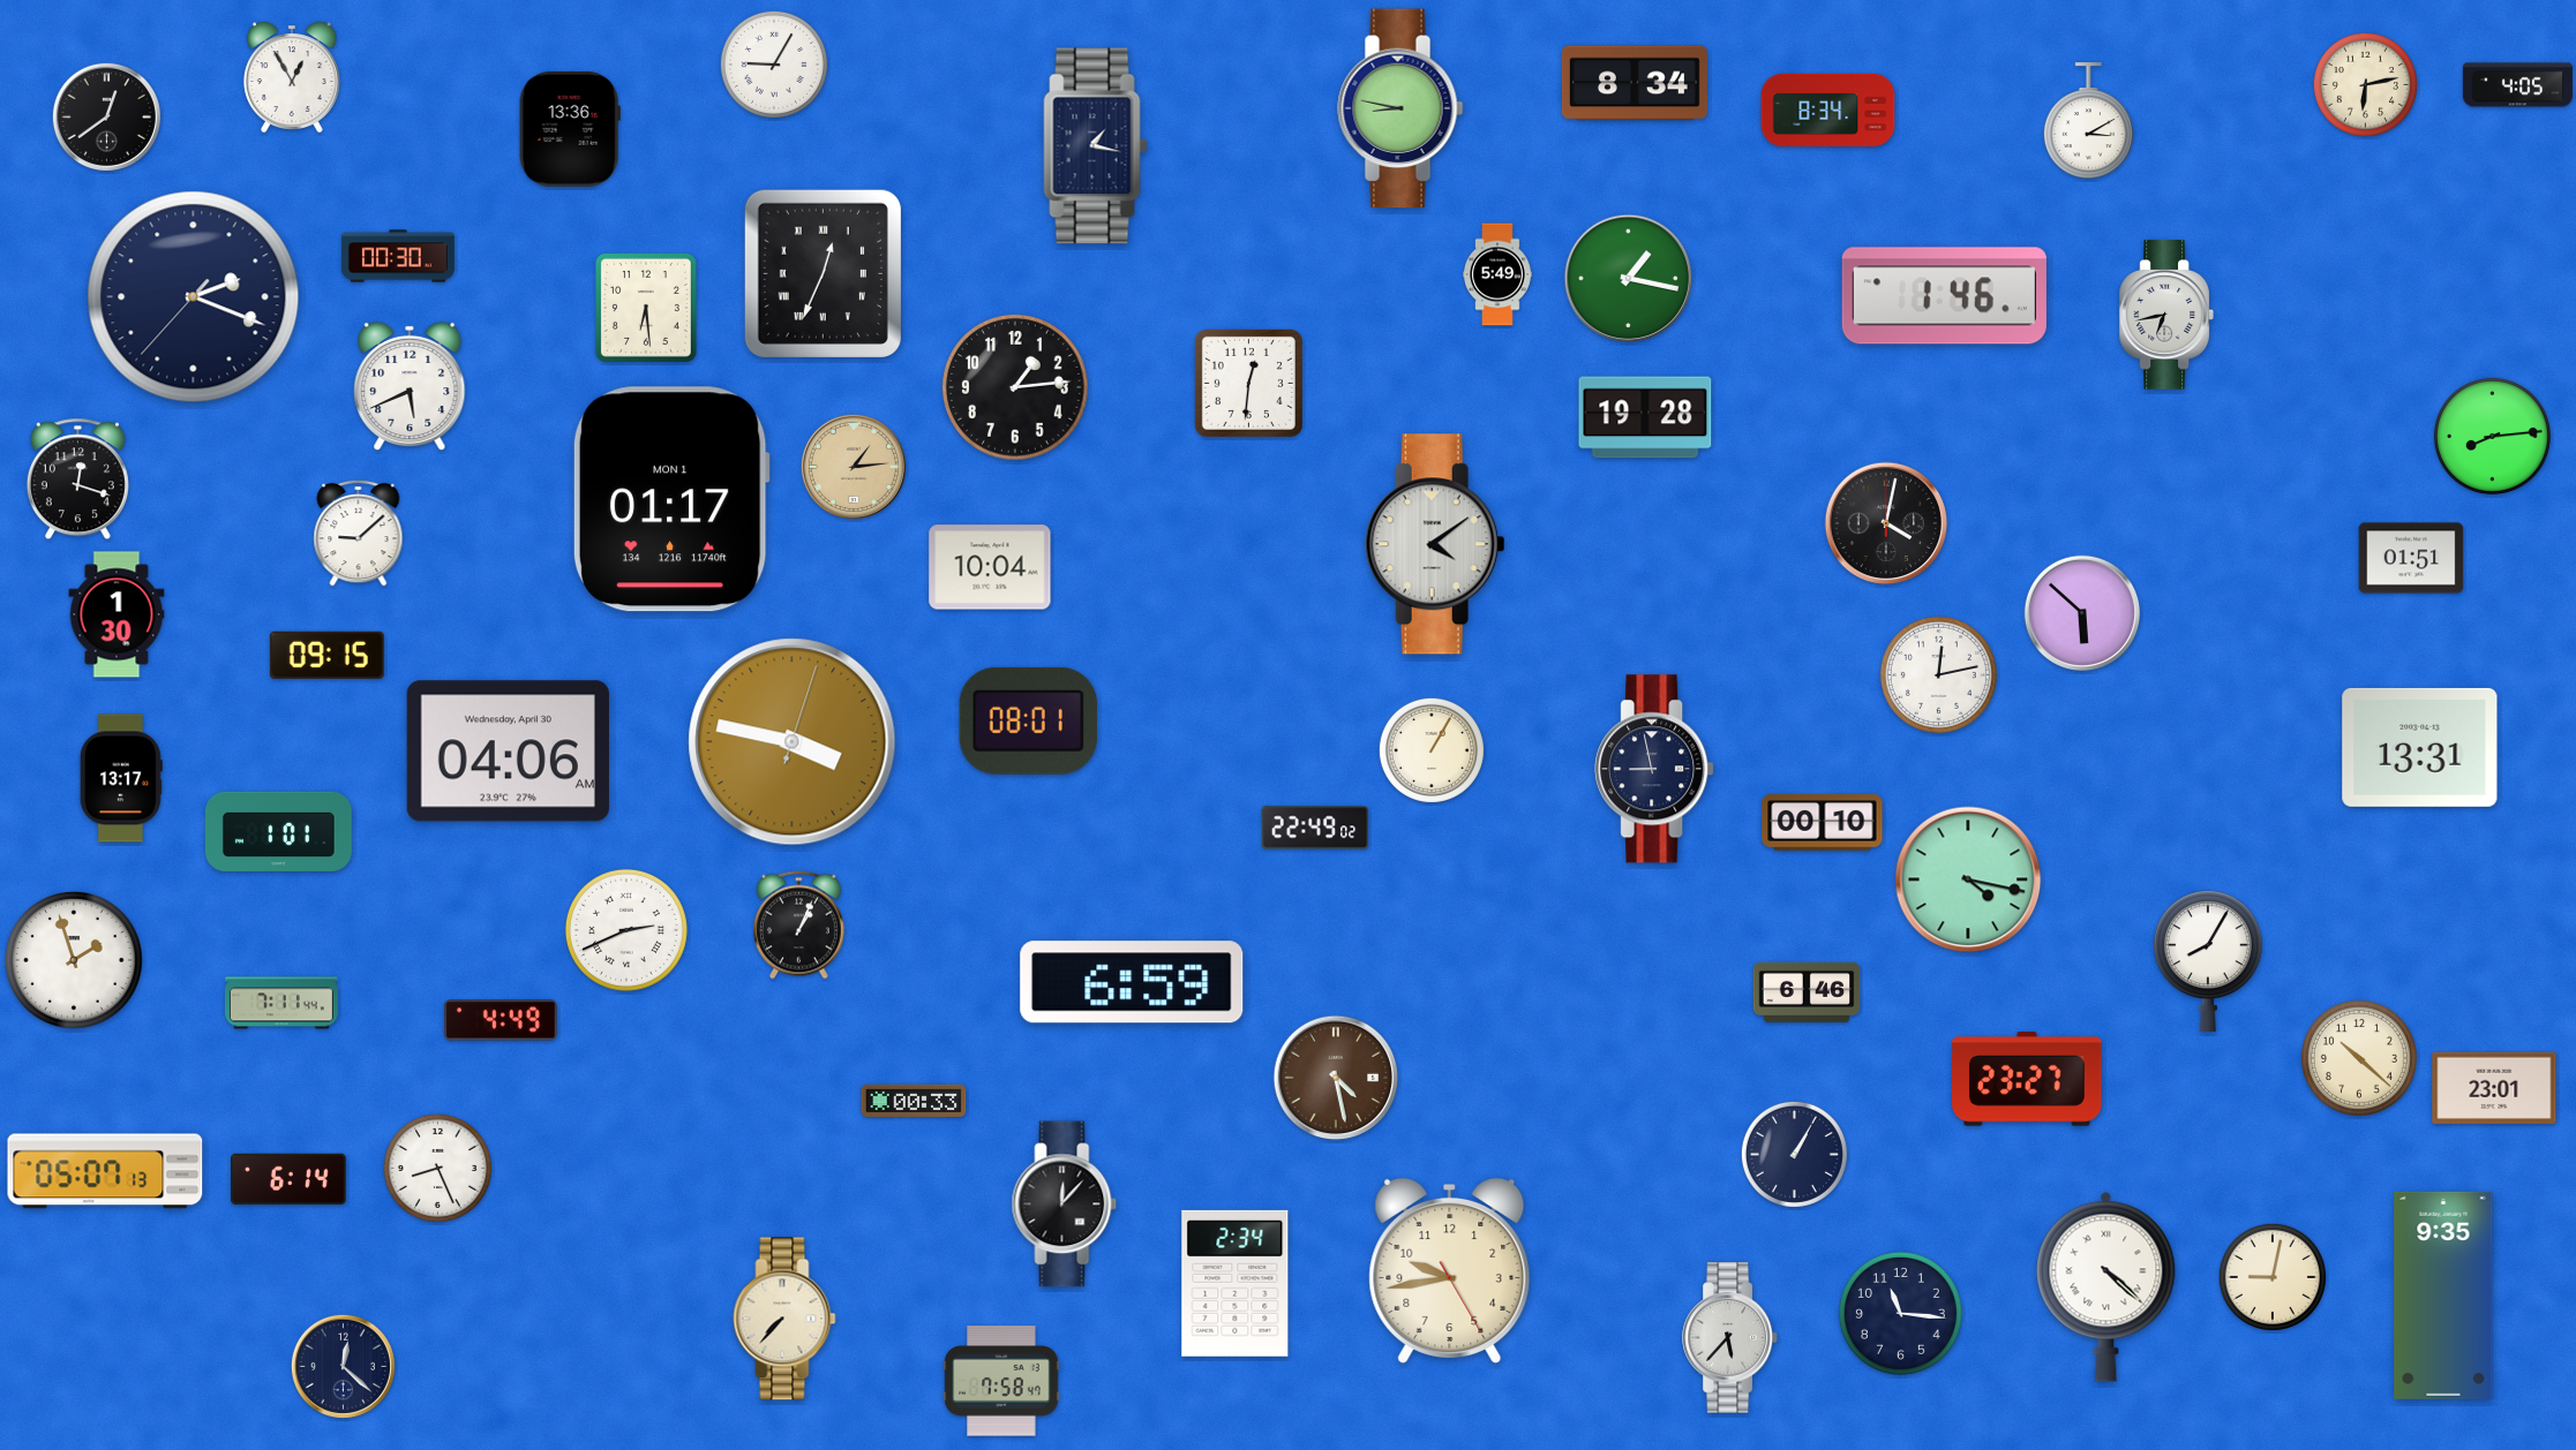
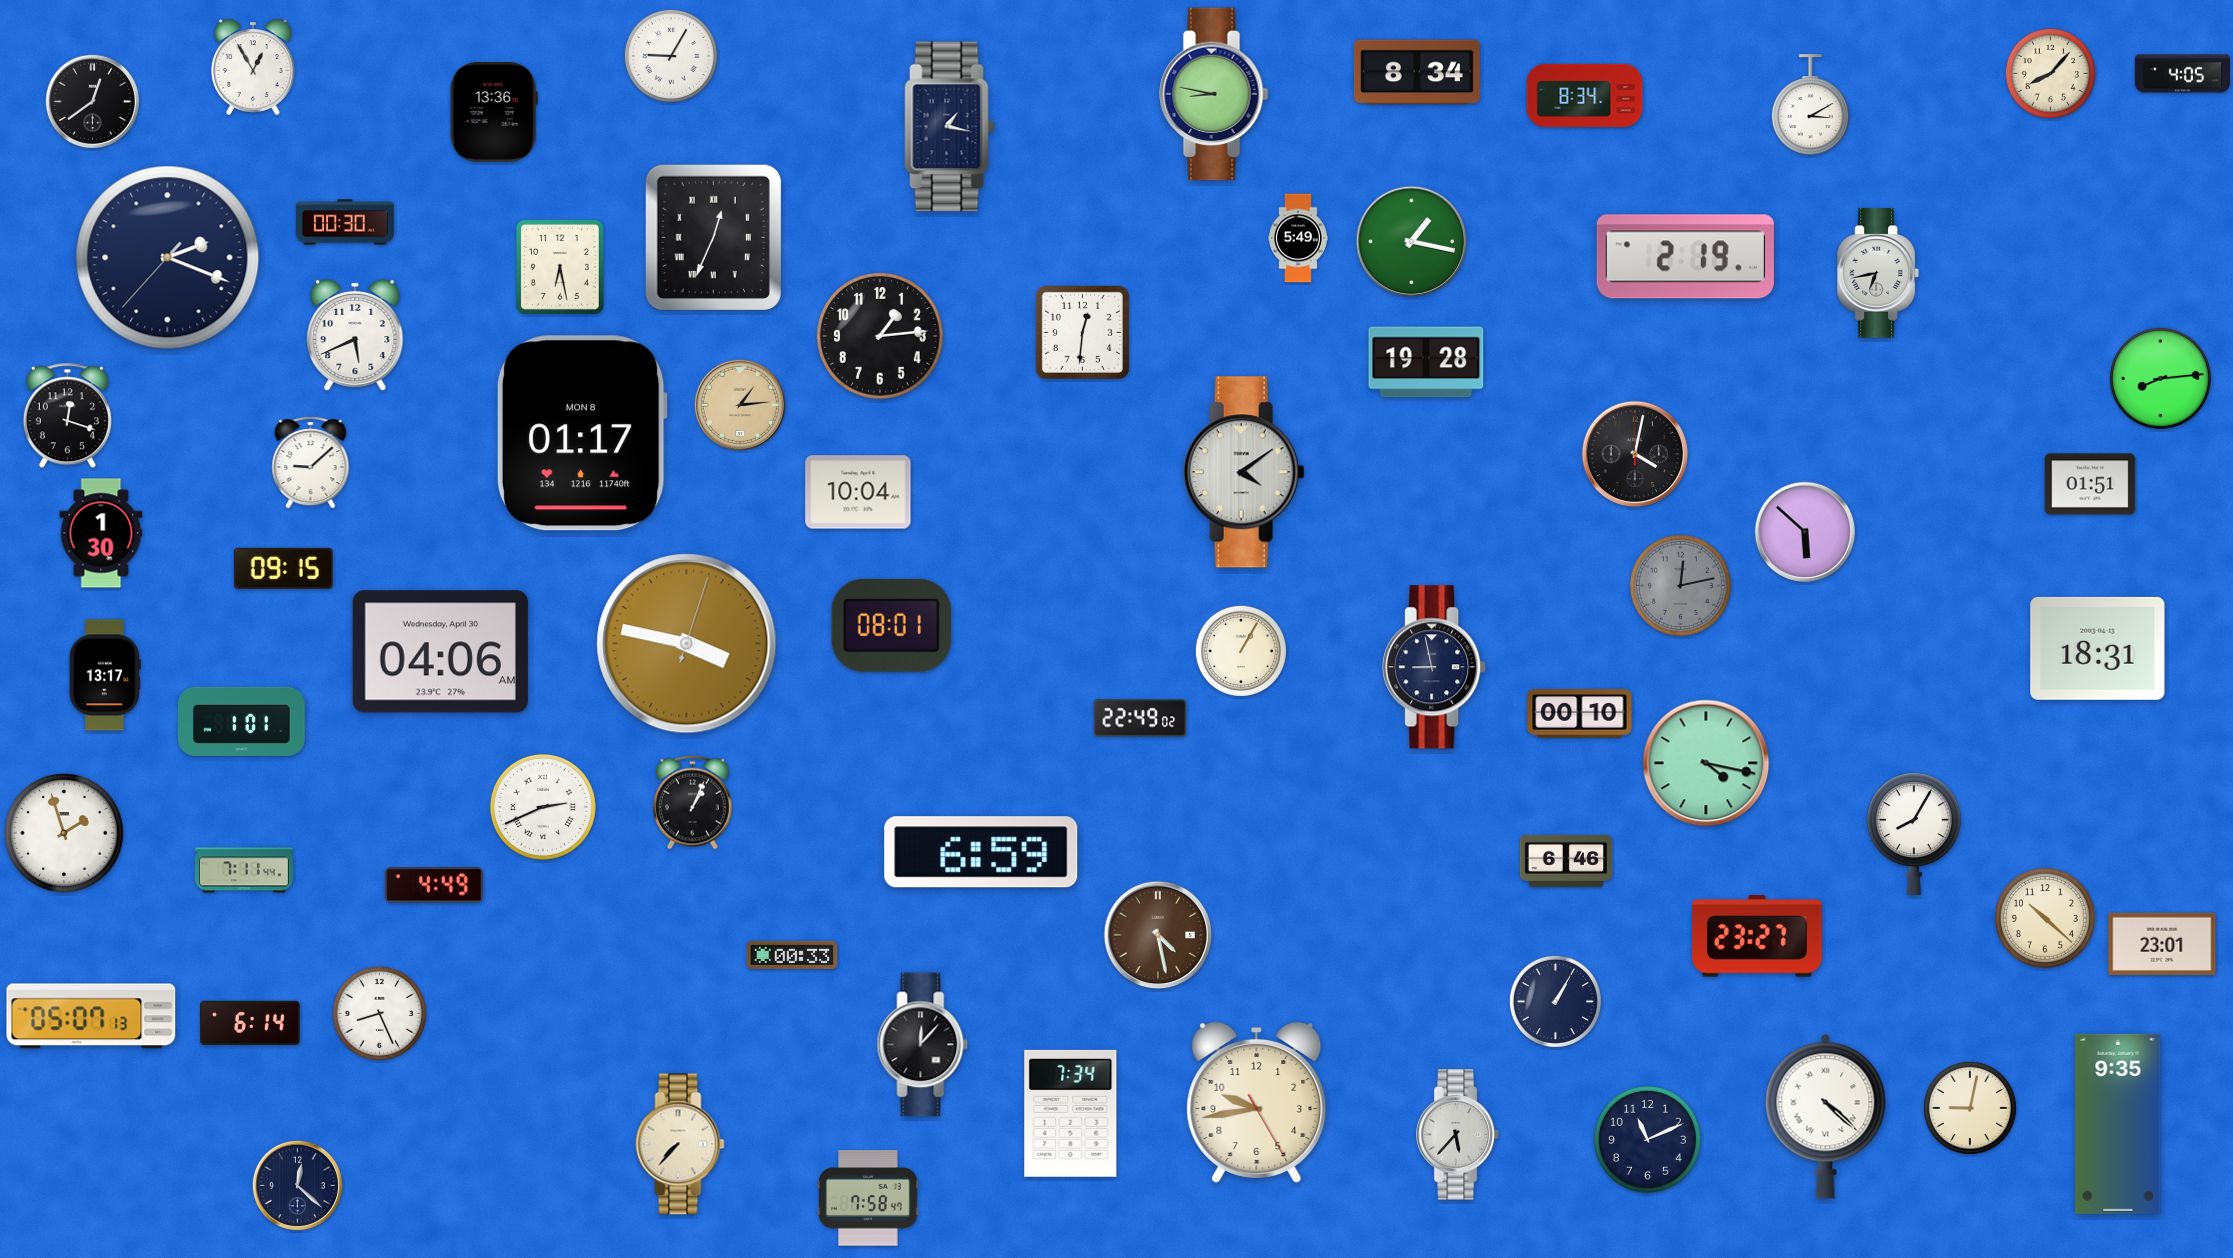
clock at (2365, 84): 6:13 -> 8:07
clock at (1944, 296): 1:46 -> 2:19
clock at (646, 308): 6:29 -> 6:28
clock at (671, 499) date: MON 1 -> MON 8
clock at (1938, 674) dial: white -> grey
clock at (2420, 747): 13:31 -> 18:31
clock at (1236, 1283): 2:34 -> 7:34
clock at (1900, 1313): 11:16 -> 11:11
clock at (1730, 1338) position: (1730, 1338) -> (1458, 1135)
